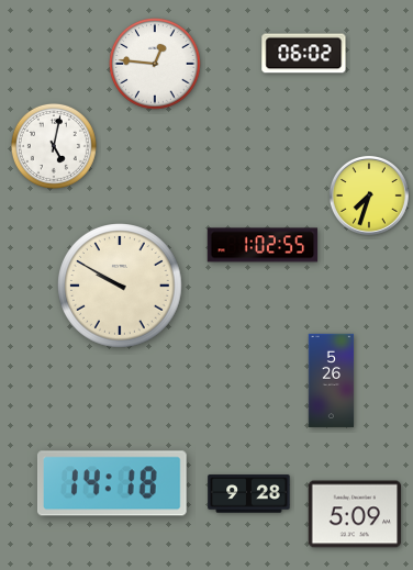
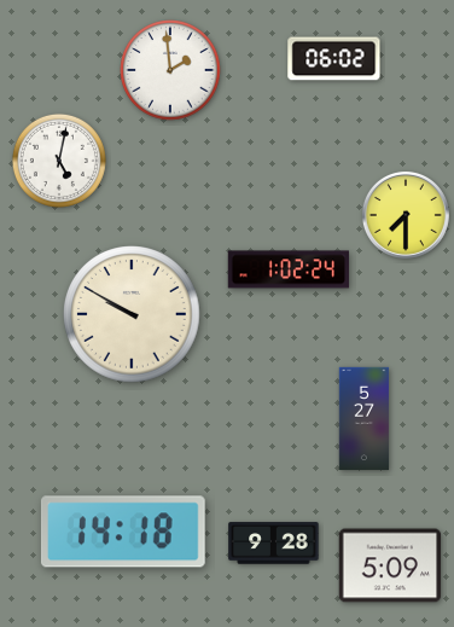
clock at (155, 64): 12:46 -> 1:59
clock at (369, 195): 7:33 -> 7:30
clock at (263, 245): 1:02:55 -> 1:02:24
clock at (332, 381): 5:26 -> 5:27
